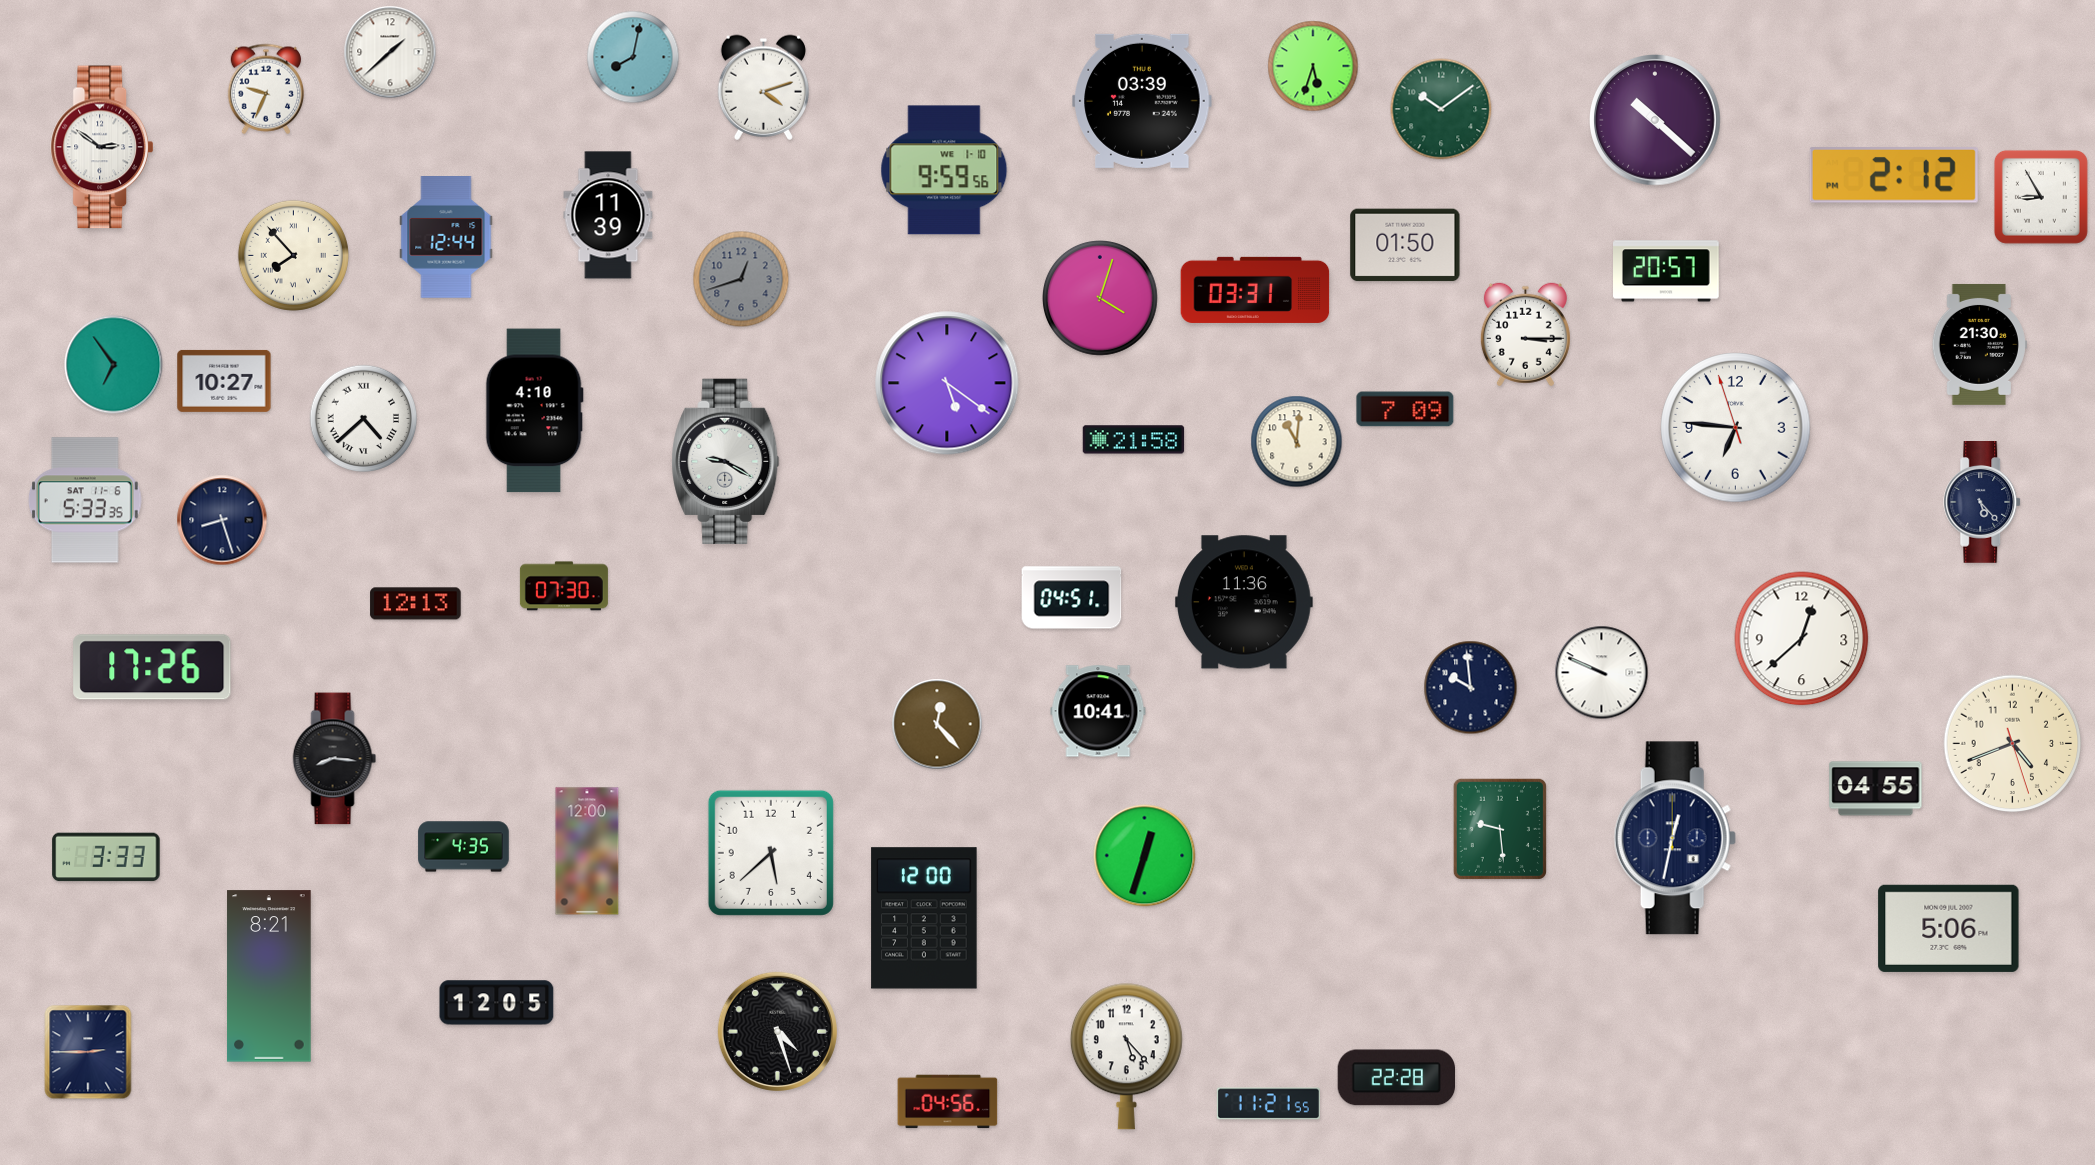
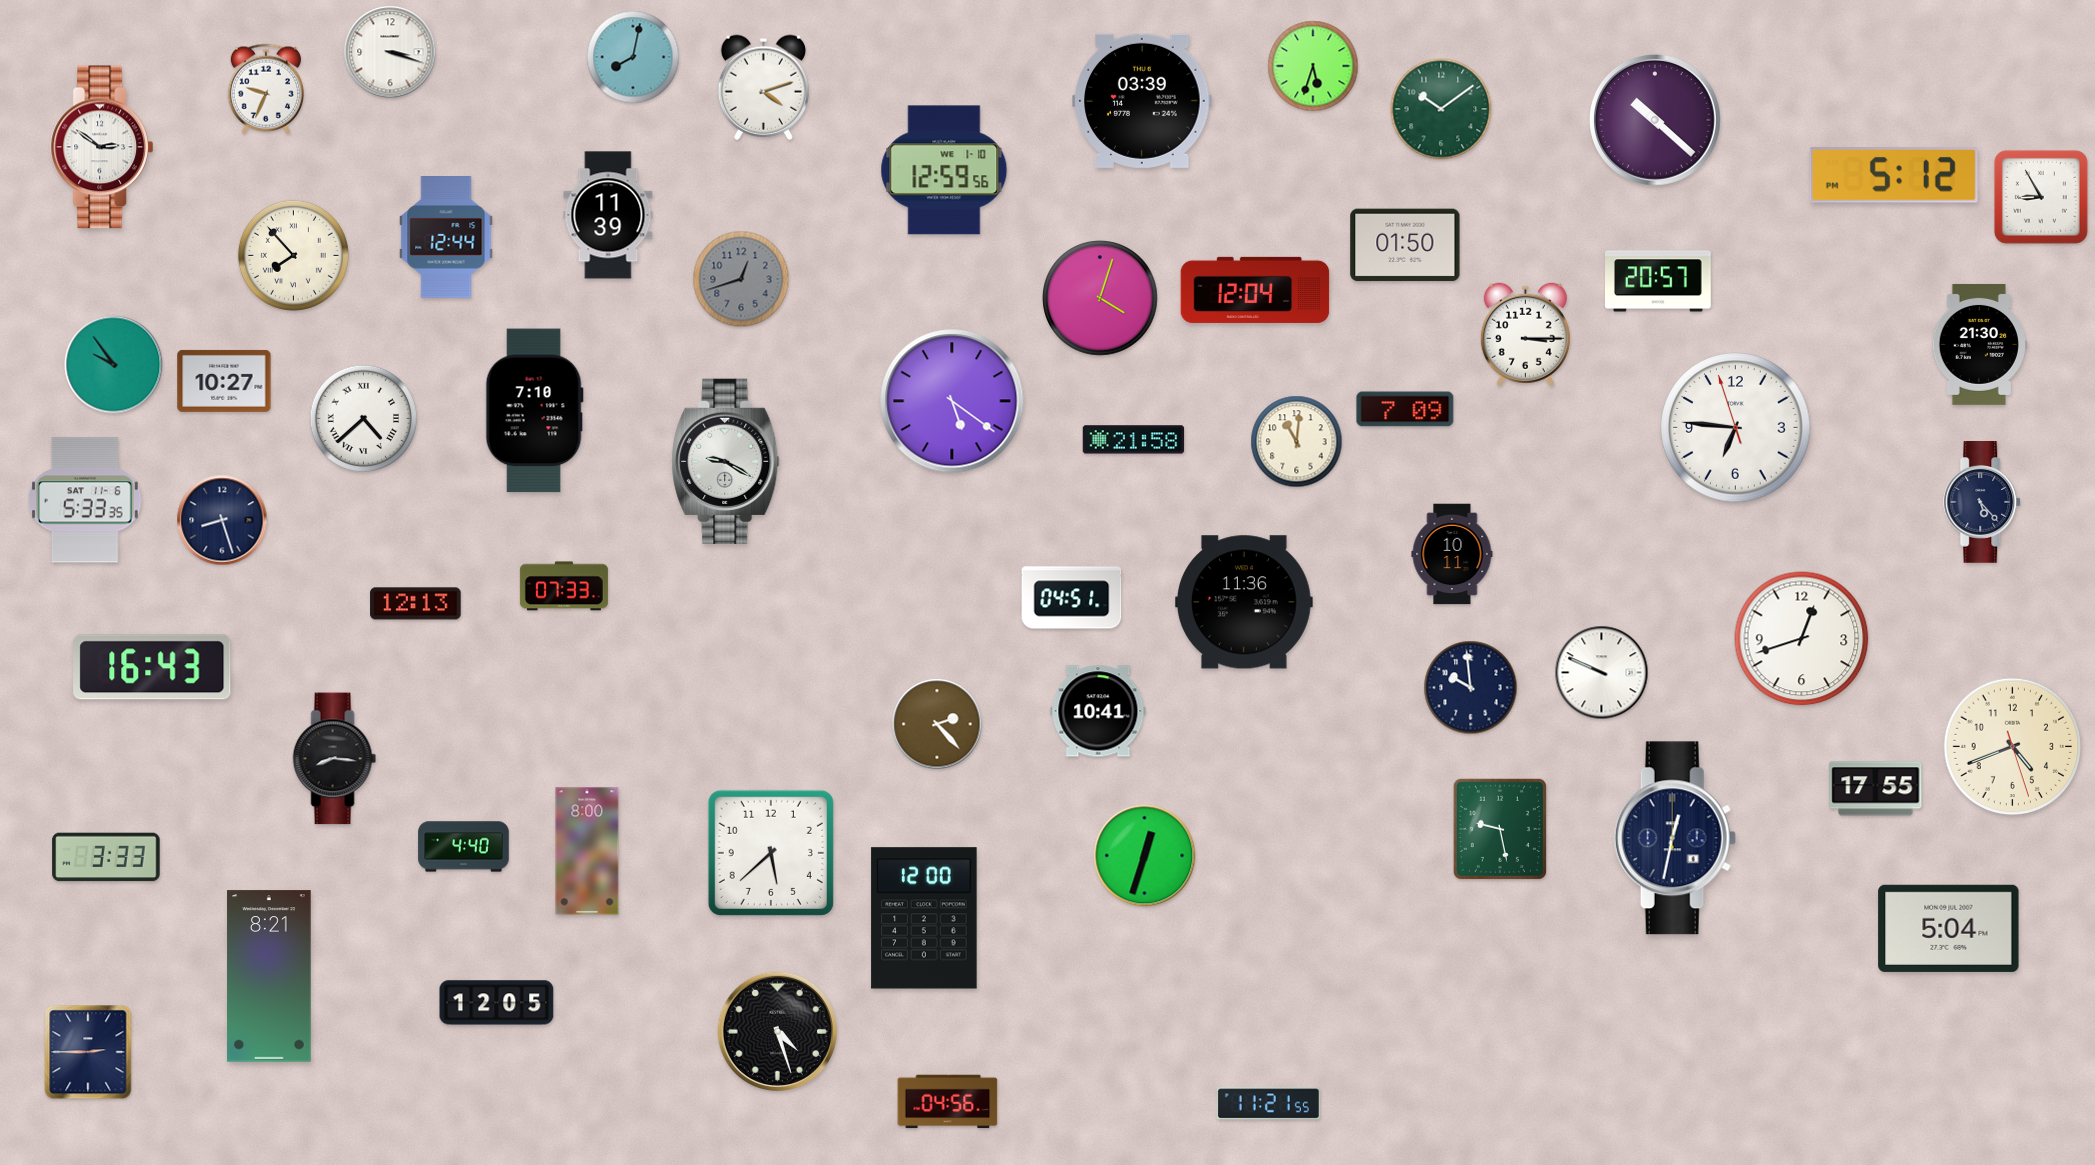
clock at (390, 52): 1:38 -> 3:18
clock at (944, 170): 9:59 -> 12:59
clock at (1894, 176): 2:12 -> 5:12
clock at (1667, 271) position: (1667, 271) -> (1659, 281)
clock at (1255, 290): 03:31 -> 12:04
clock at (114, 365): 6:54 -> 9:54
clock at (947, 383) position: (947, 383) -> (952, 401)
clock at (534, 411): 4:10 -> 7:10
clock at (1452, 554): none -> 10:11
clock at (564, 586): 07:30 -> 07:33
clock at (1802, 639): 12:38 -> 12:42
clock at (152, 667): 17:26 -> 16:43
clock at (937, 724): 12:23 -> 2:23
clock at (2013, 744) position: (2013, 744) -> (2013, 747)
clock at (1876, 789): 04:55 -> 17:55
clock at (1500, 829): 9:29 -> 9:28
clock at (464, 847): 4:35 -> 4:40
clock at (587, 851): 12:00 -> 8:00
clock at (1949, 928): 5:06 -> 5:04
clock at (1126, 1057): 5:23 -> none
clock at (1396, 1078): 22:28 -> none
